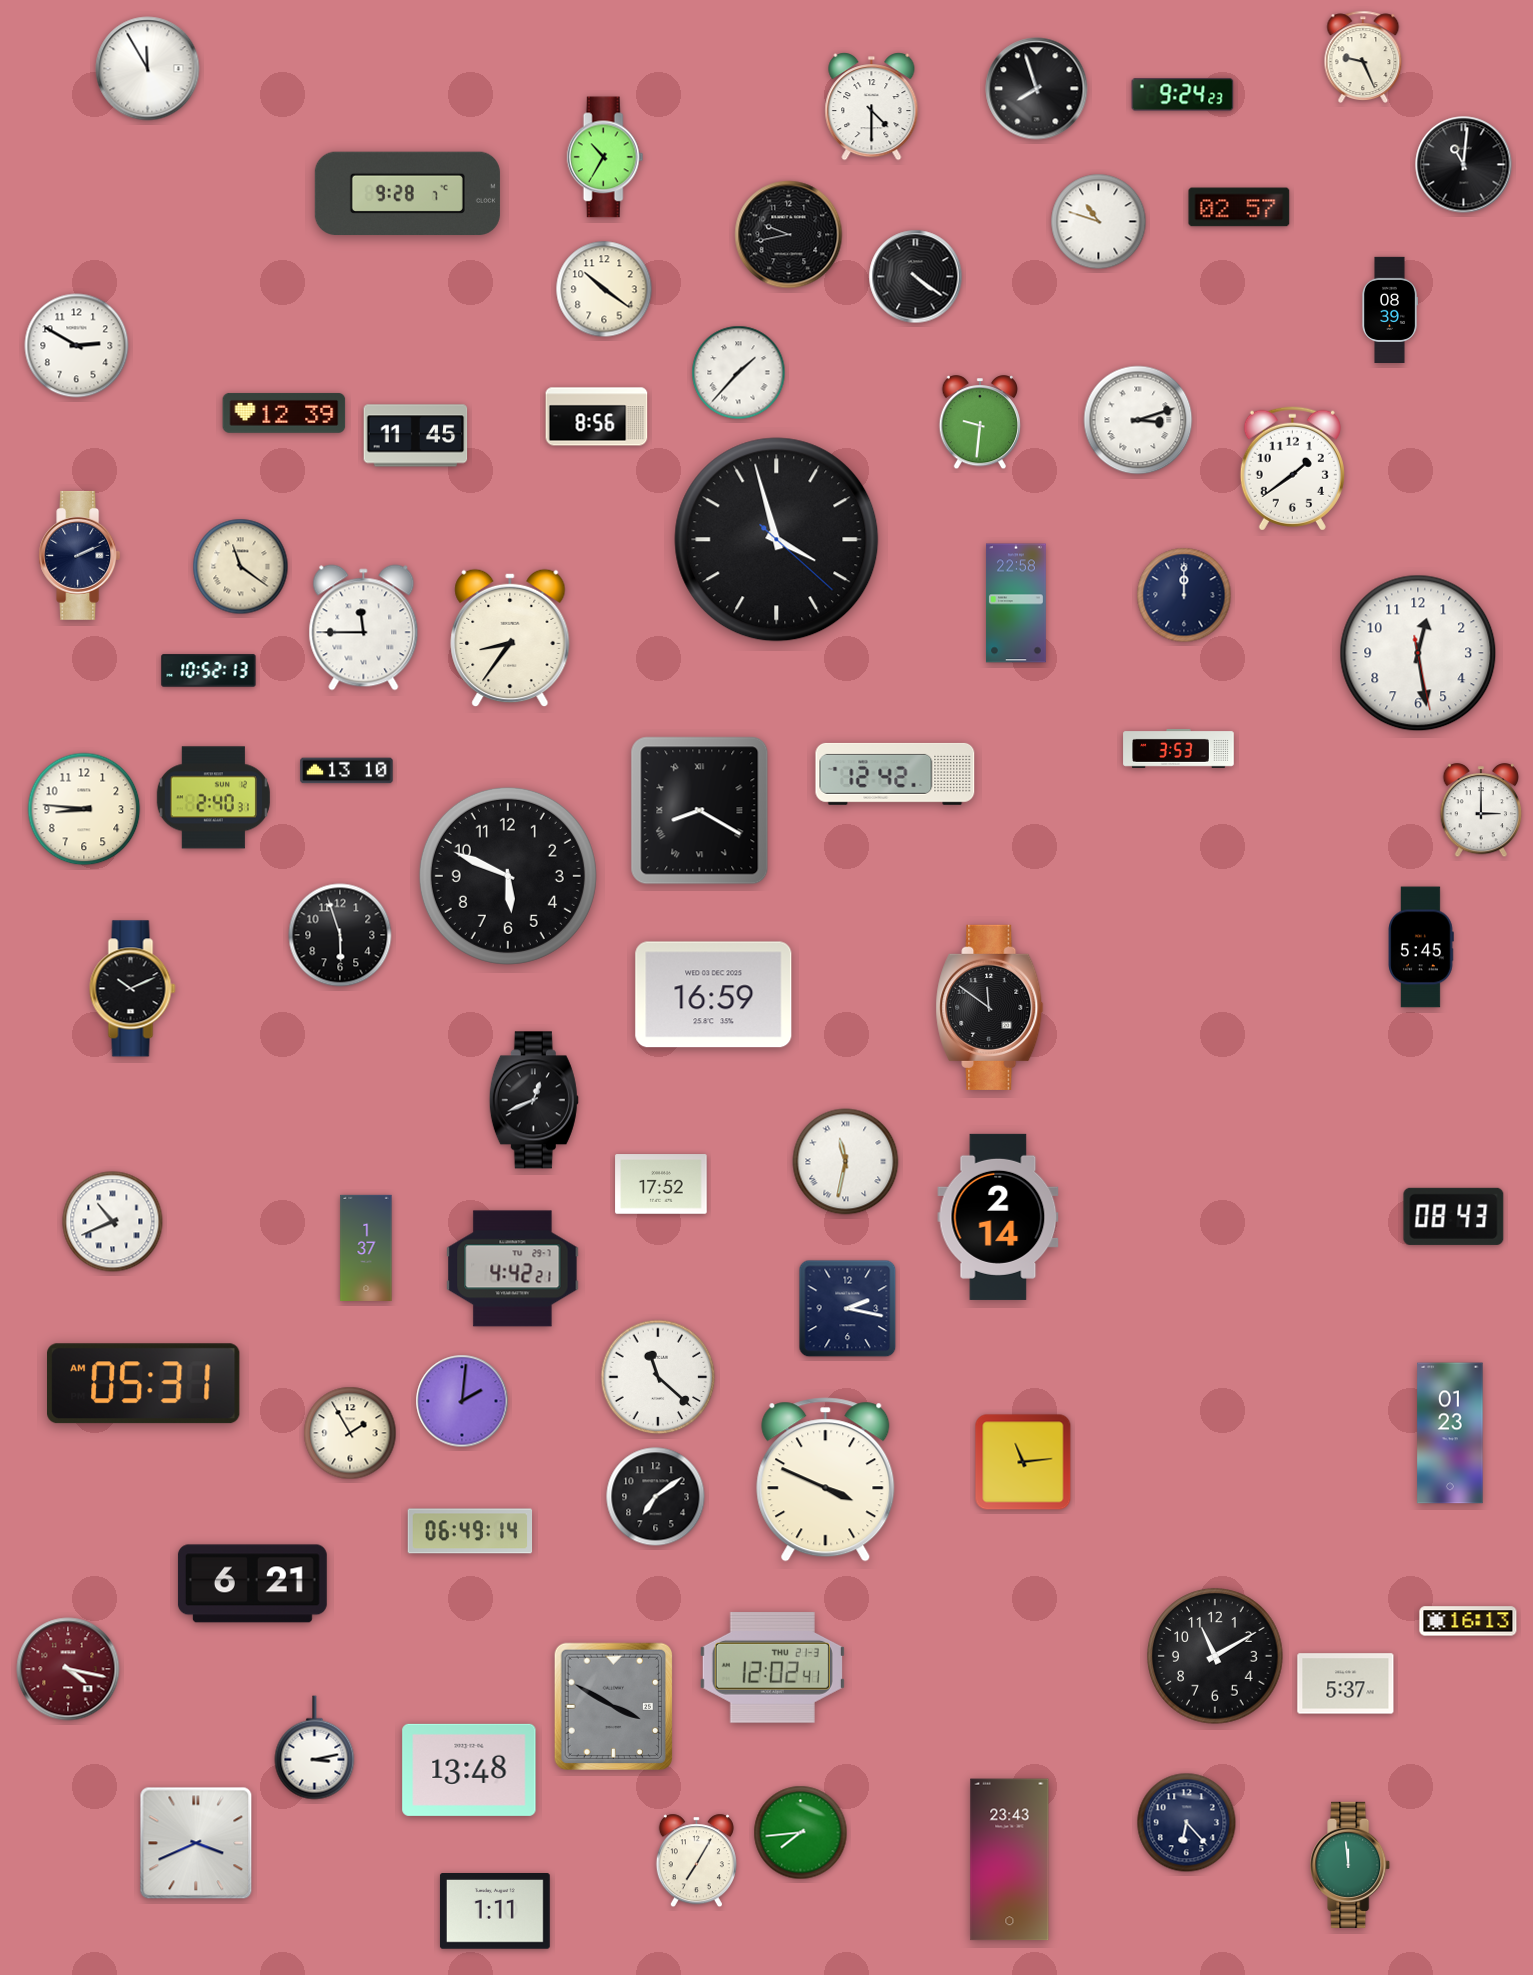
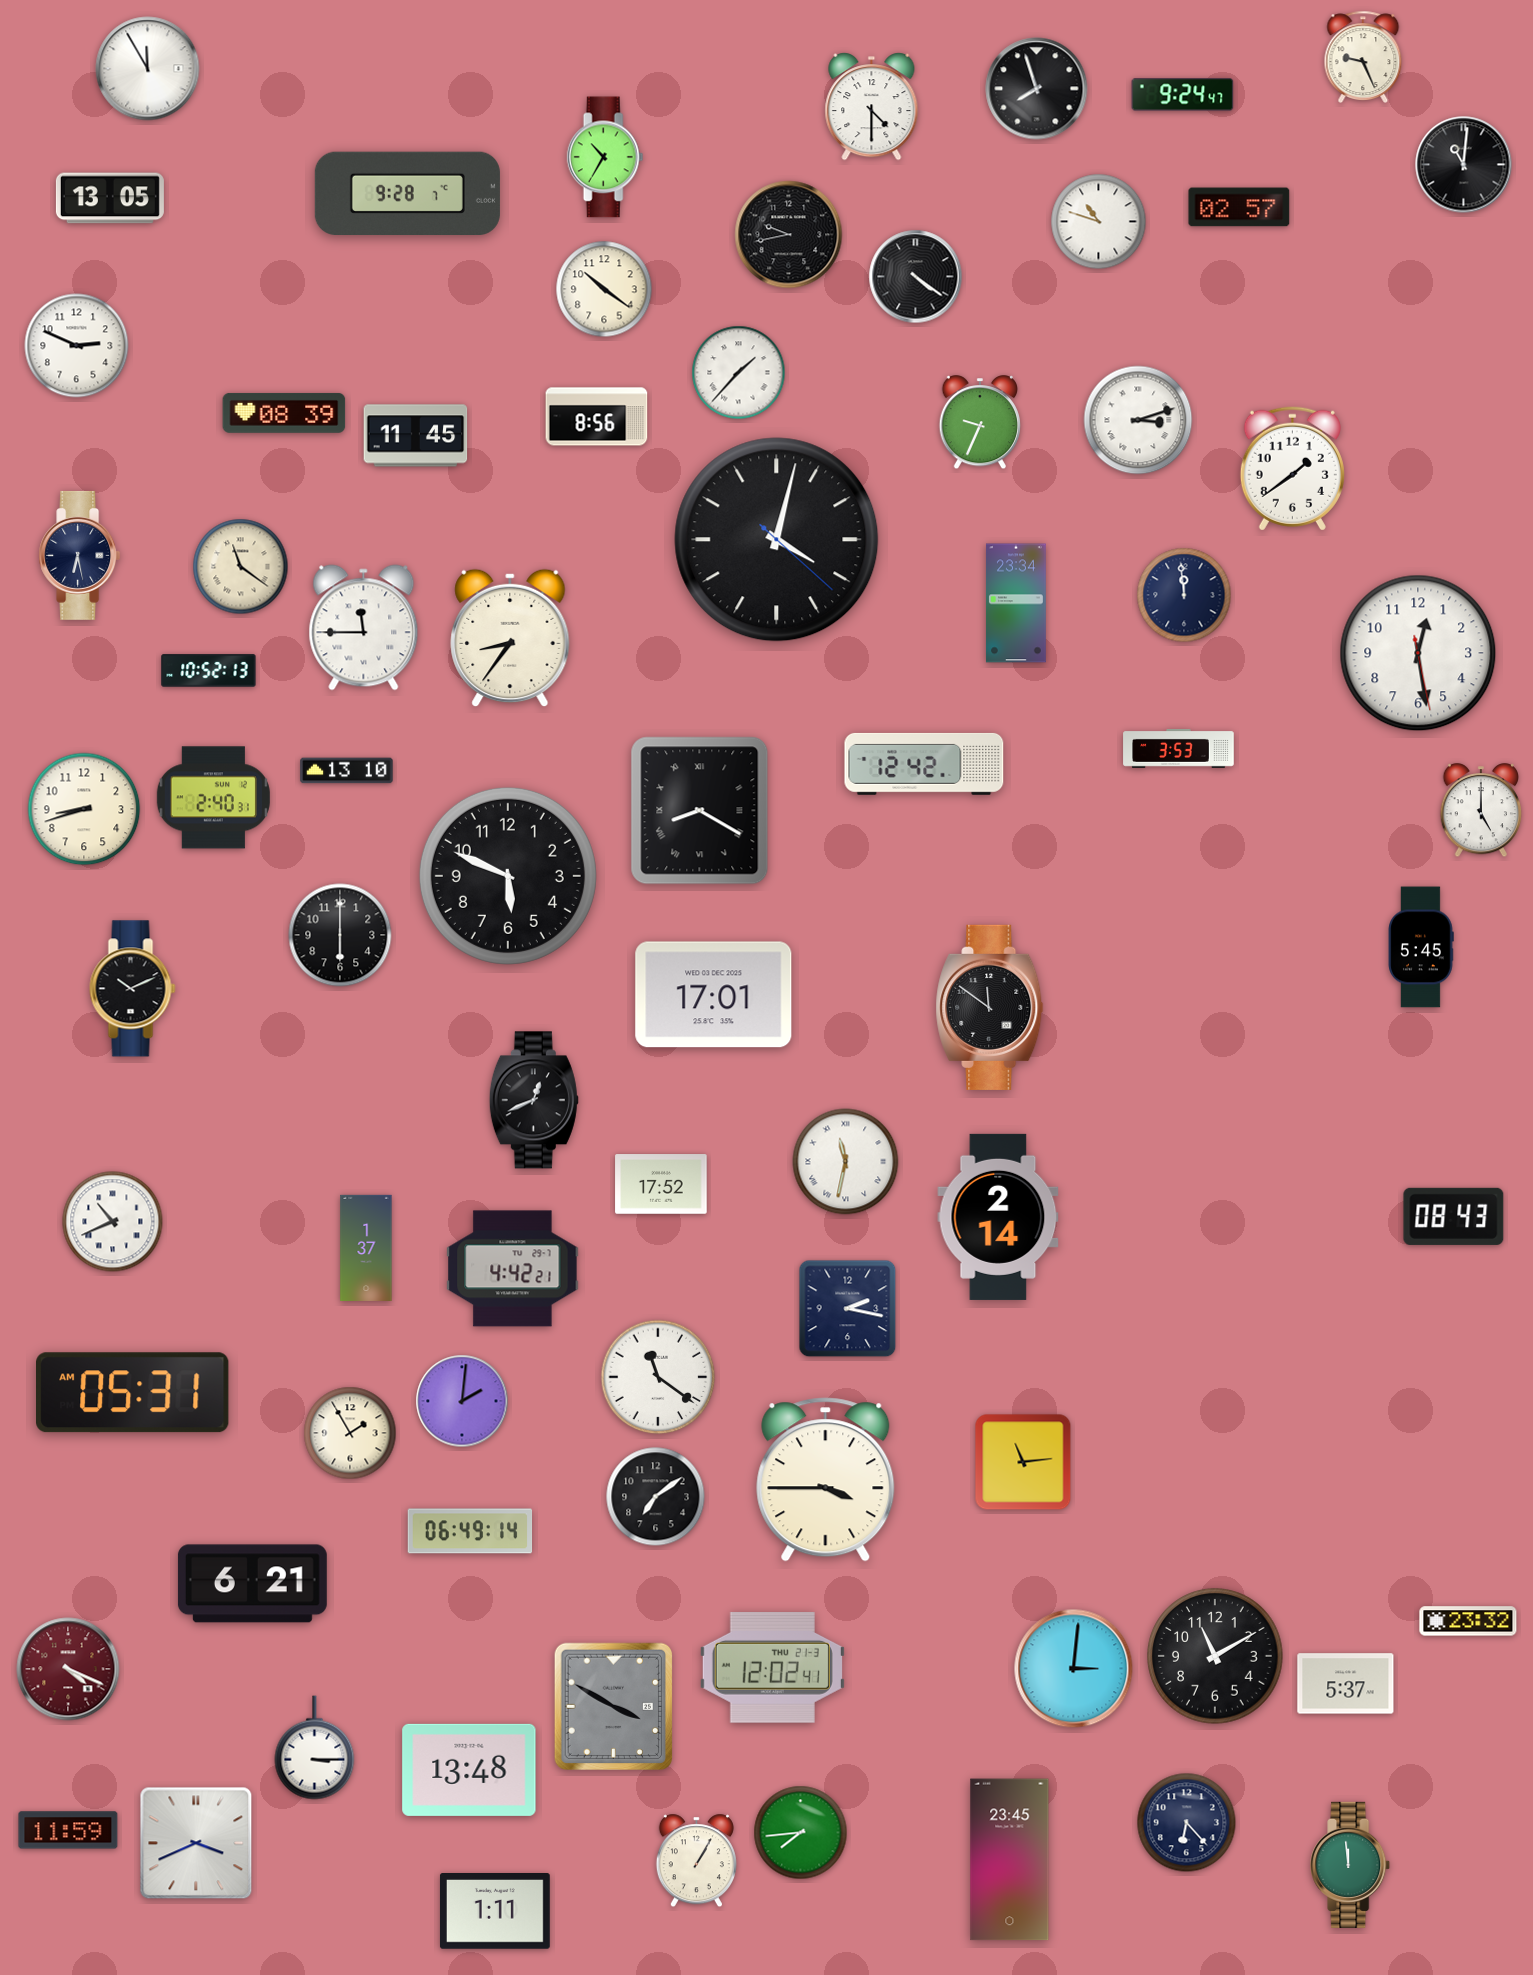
clock at (1183, 95): 9:24:23 -> 9:24:47
clock at (110, 198): none -> 13:05
clock at (1390, 309): 08:39 -> none
clock at (77, 346): 2:50 -> 2:49
clock at (284, 413): 12:39 -> 08:39
clock at (979, 423): 9:31 -> 9:34
clock at (777, 540): 3:57 -> 4:02
clock at (80, 555): 2:11 -> 6:28
clock at (1184, 595): 12:00 -> 11:59
clock at (1016, 603): 22:58 -> 23:34
clock at (895, 774) position: (895, 774) -> (924, 764)
clock at (84, 809): 8:46 -> 8:42
clock at (1480, 811): 3:00 -> 5:00
clock at (340, 935): 5:57 -> 6:00
clock at (714, 995): 16:59 -> 17:01
clock at (658, 1377): 11:22 -> 11:21
clock at (144, 1384) position: (144, 1384) -> (133, 1393)
clock at (1450, 1433): 01:23 -> none
clock at (826, 1480): 3:49 -> 3:45
clock at (1468, 1621): 16:13 -> 23:32
clock at (68, 1669): 4:17 -> 4:19
clock at (1074, 1669): none -> 3:01
clock at (315, 1748): 3:13 -> 3:15
clock at (68, 1830): none -> 11:59
clock at (1010, 1860): 23:43 -> 23:45
clock at (696, 1861): 7:05 -> 1:05
